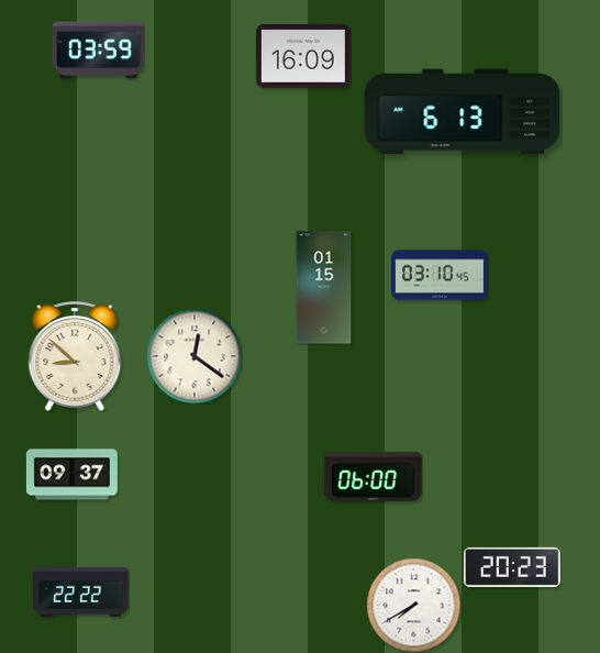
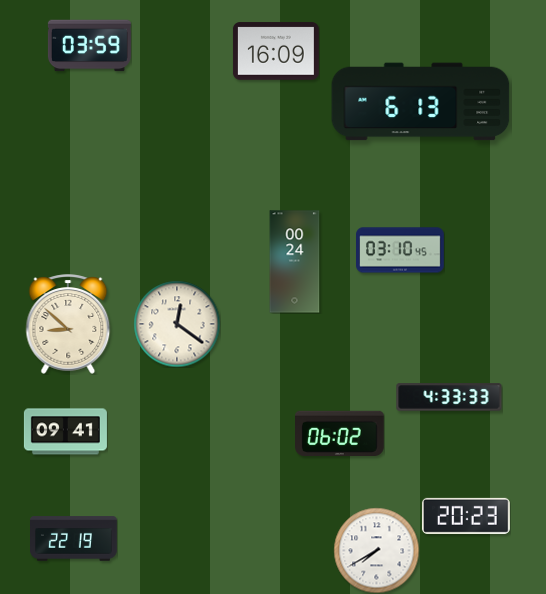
clock at (324, 288): 01:15 -> 00:24
clock at (449, 397): none -> 4:33
clock at (71, 475): 09:37 -> 09:41
clock at (374, 477): 06:00 -> 06:02
clock at (81, 593): 22:22 -> 22:19
